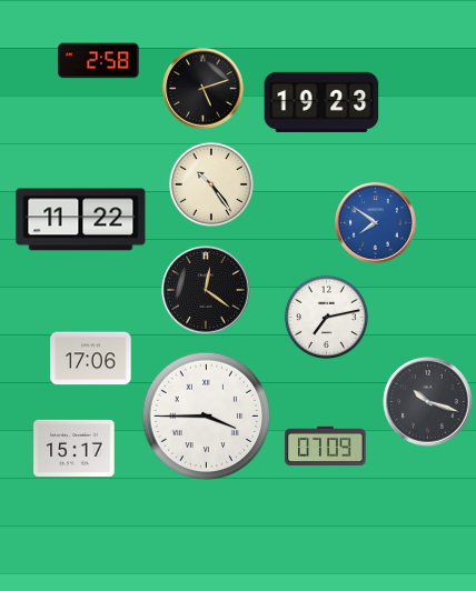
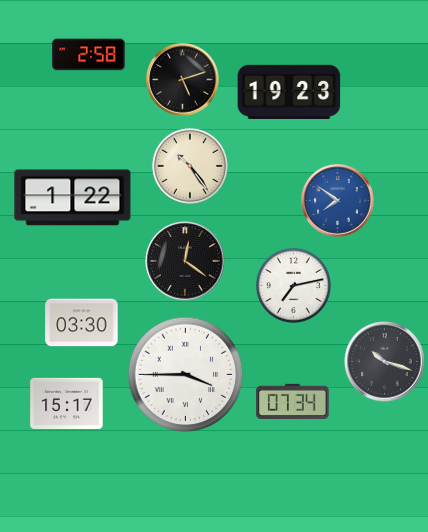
clock at (81, 220): 11:22 -> 1:22
clock at (91, 359): 17:06 -> 03:30
clock at (326, 445): 07:09 -> 07:34
